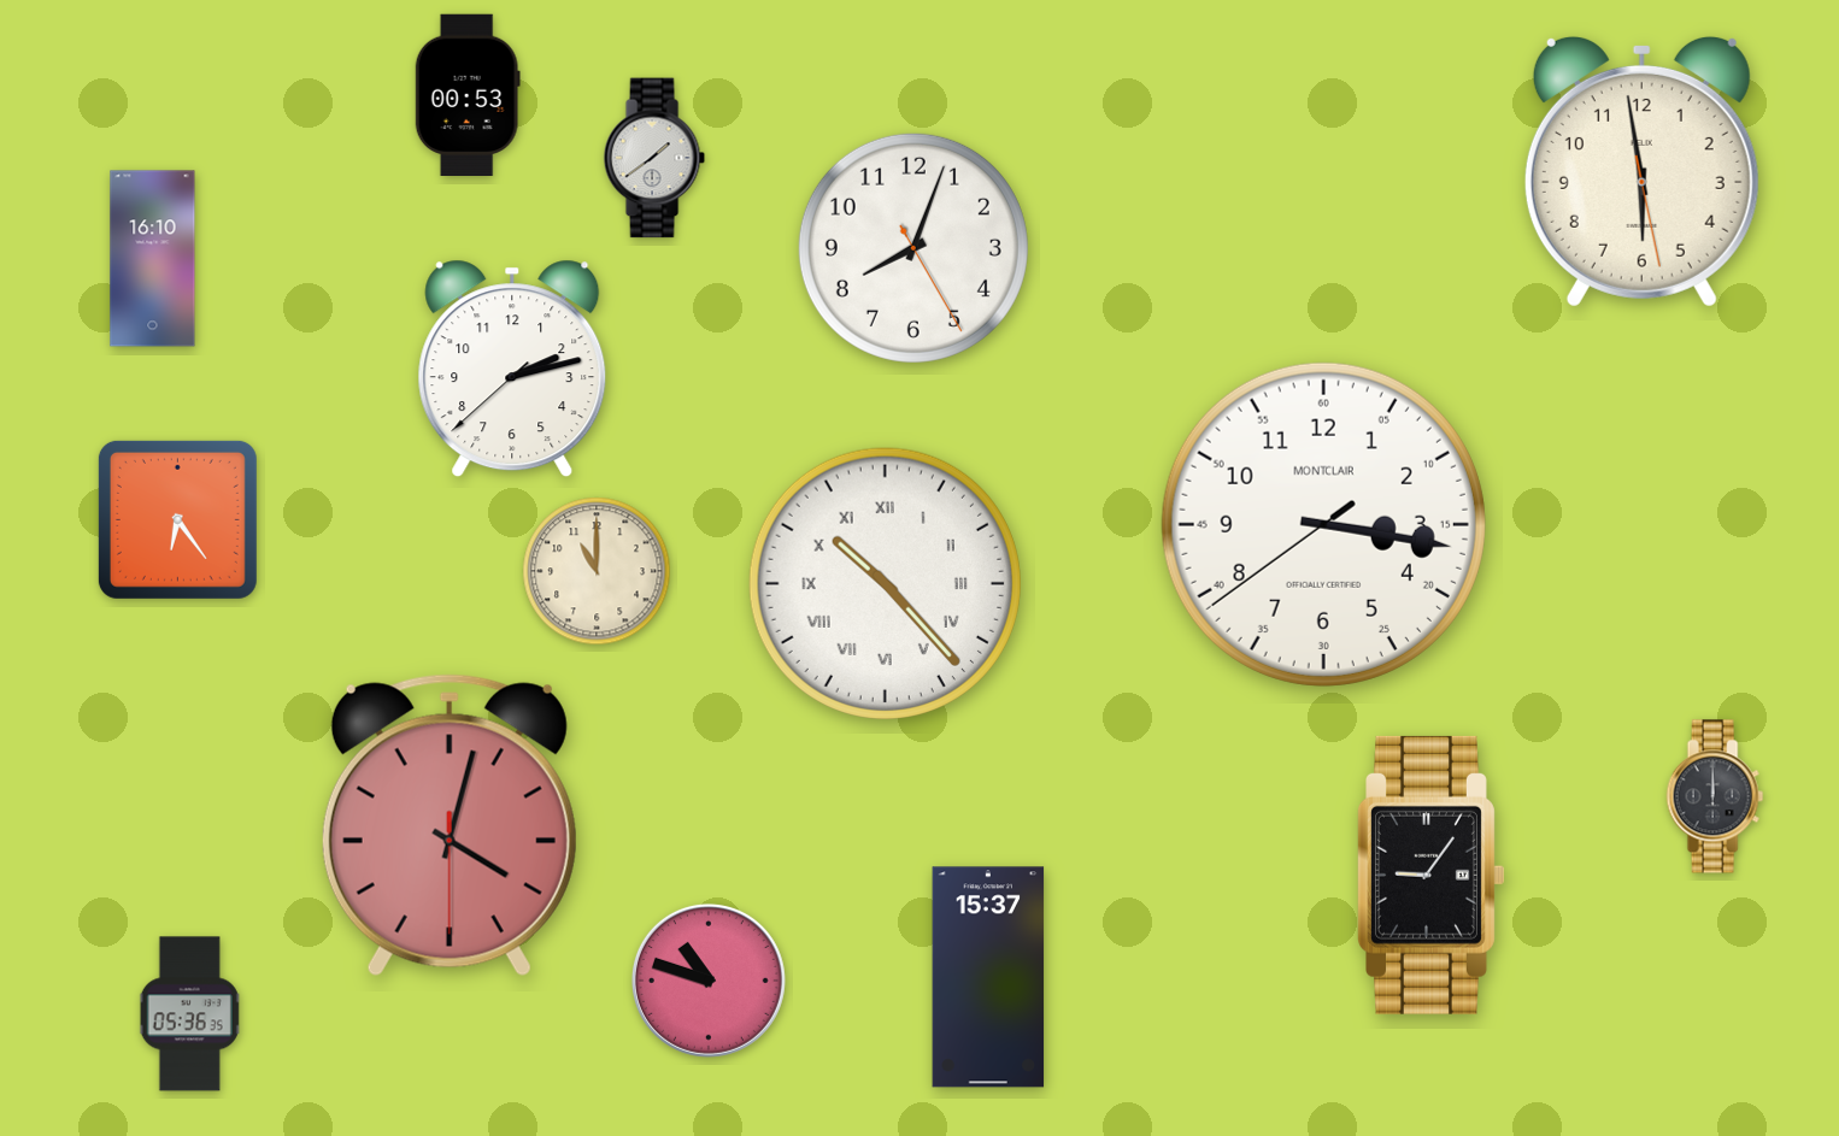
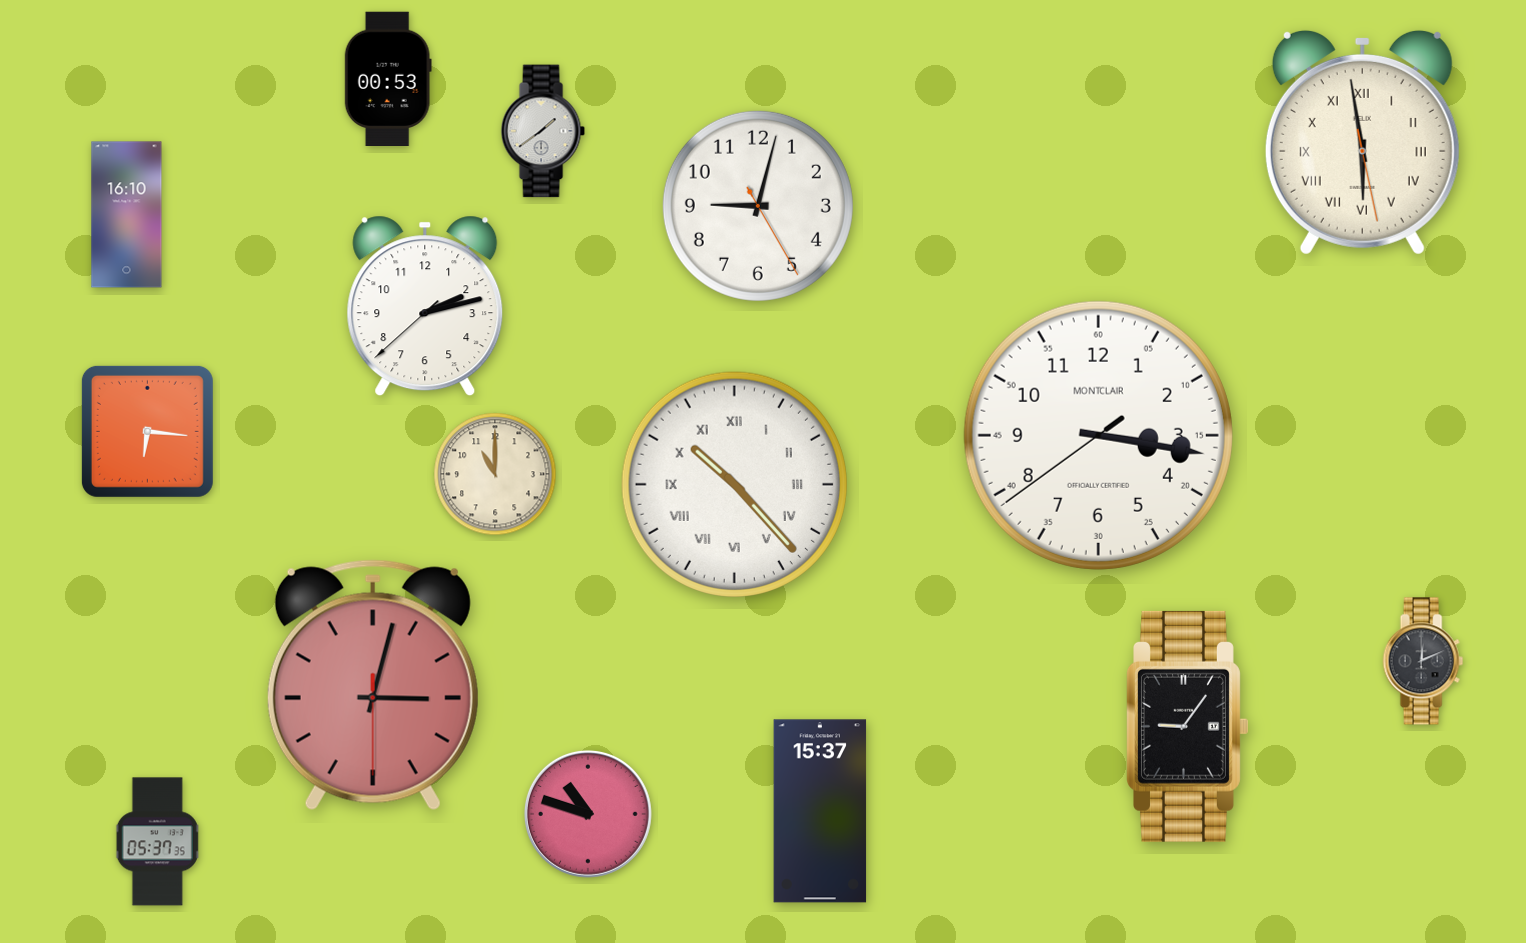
clock at (1641, 171) numerals: Arabic -> Roman
clock at (913, 248): 8:03 -> 9:02
clock at (177, 519): 6:24 -> 6:16
clock at (1715, 796): 12:00 -> 12:11
clock at (450, 825): 4:02 -> 3:02
clock at (190, 1014): 05:36 -> 05:37
